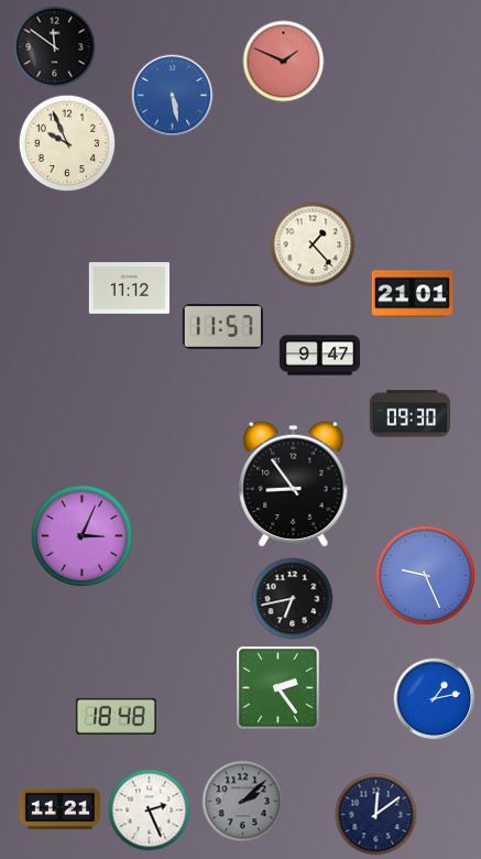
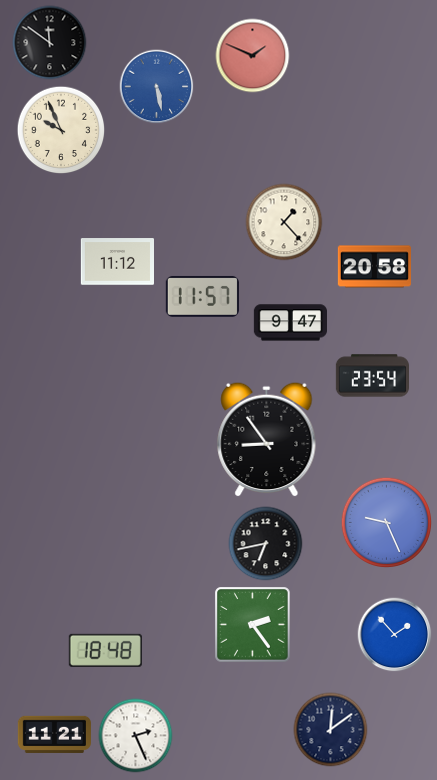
clock at (284, 62) position: (284, 62) -> (253, 56)
clock at (412, 294): 21:01 -> 20:58
clock at (409, 414): 09:30 -> 23:54
clock at (81, 535): 3:04 -> none
clock at (435, 699): 1:13 -> 1:53
clock at (243, 802): 2:08 -> none
clock at (376, 815) position: (376, 815) -> (331, 730)
